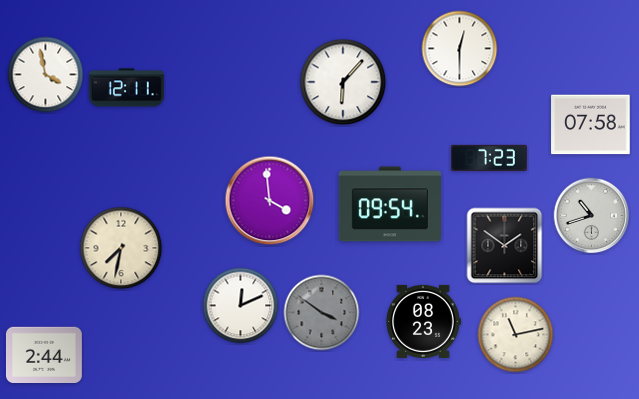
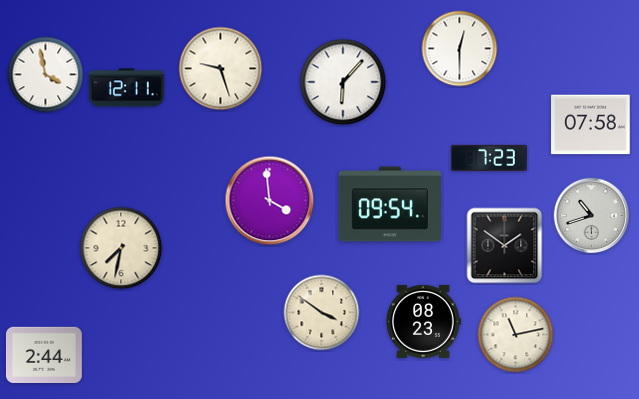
clock at (221, 69): none -> 9:27
clock at (241, 306): 12:11 -> none
clock at (322, 313) dial: grey -> cream
